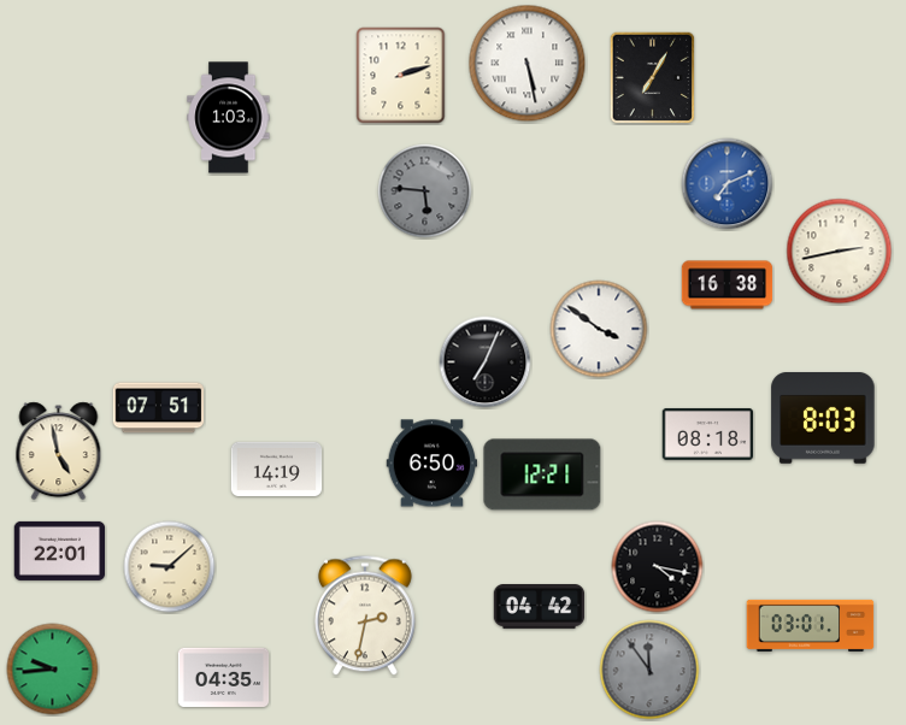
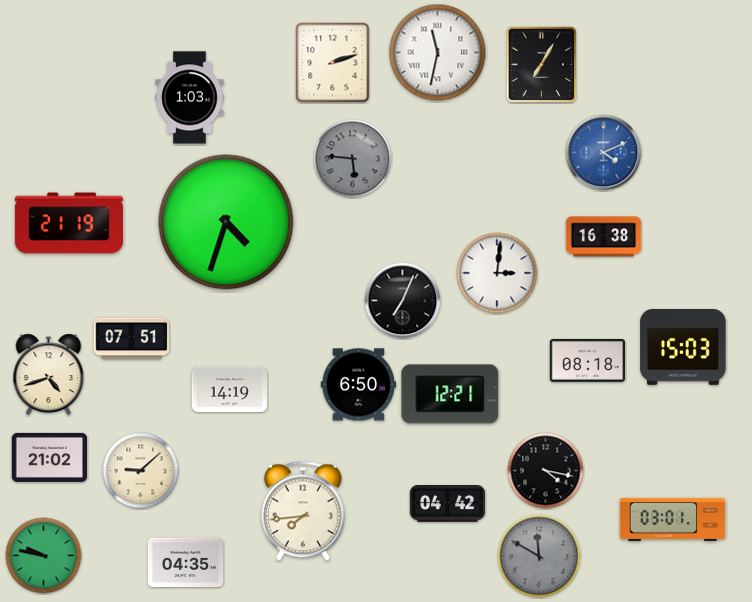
clock at (528, 64): 5:28 -> 11:32
clock at (728, 184): 7:11 -> 4:11
clock at (840, 252): 2:43 -> none
clock at (226, 222): none -> 4:33
clock at (69, 223): none -> 21:19
clock at (599, 329): 3:51 -> 3:01
clock at (823, 419): 8:03 -> 15:03
clock at (59, 452): 4:58 -> 4:42
clock at (60, 550): 22:01 -> 21:02
clock at (365, 615): 2:32 -> 7:44
clock at (53, 670): 9:44 -> 9:47
clock at (649, 670): 11:54 -> 11:50
